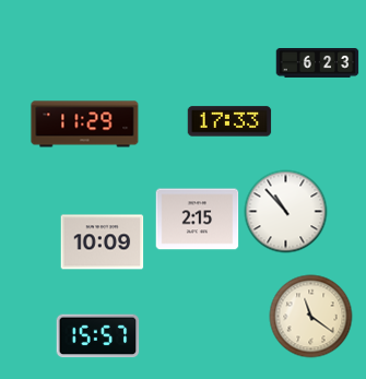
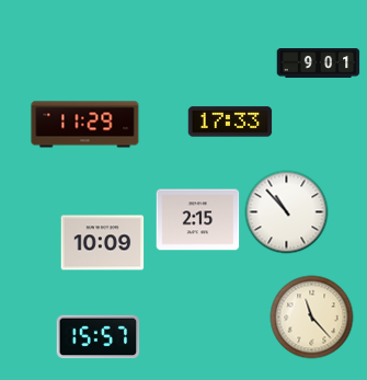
clock at (318, 63): 6:23 -> 9:01
clock at (311, 317): 11:21 -> 11:23
